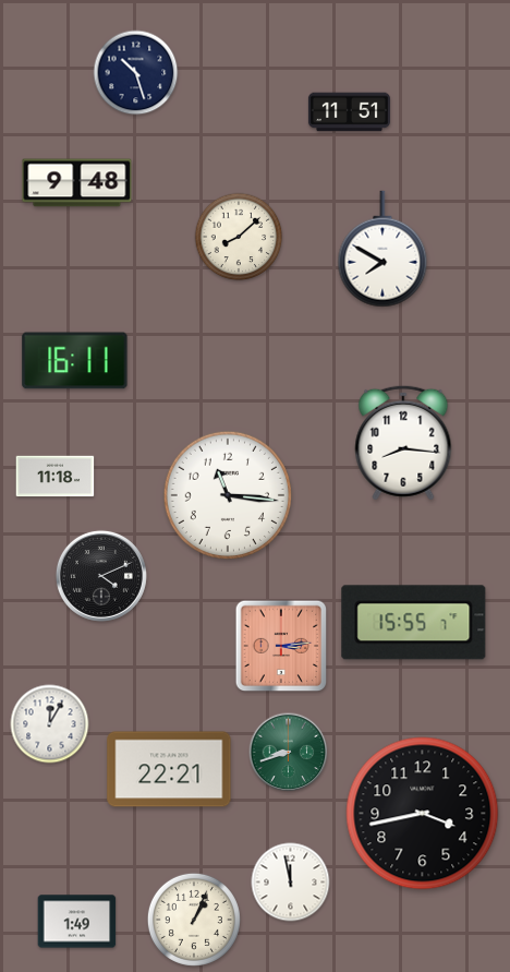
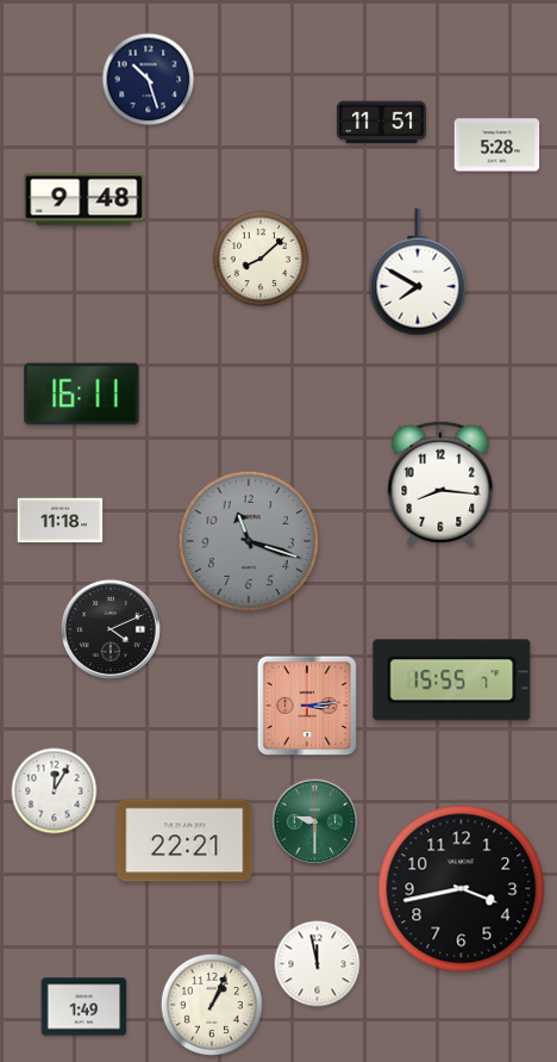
clock at (497, 145): none -> 5:28
clock at (228, 495): 11:16 -> 11:18
clock at (228, 495) dial: white -> grey
clock at (289, 753): 8:42 -> 9:30
